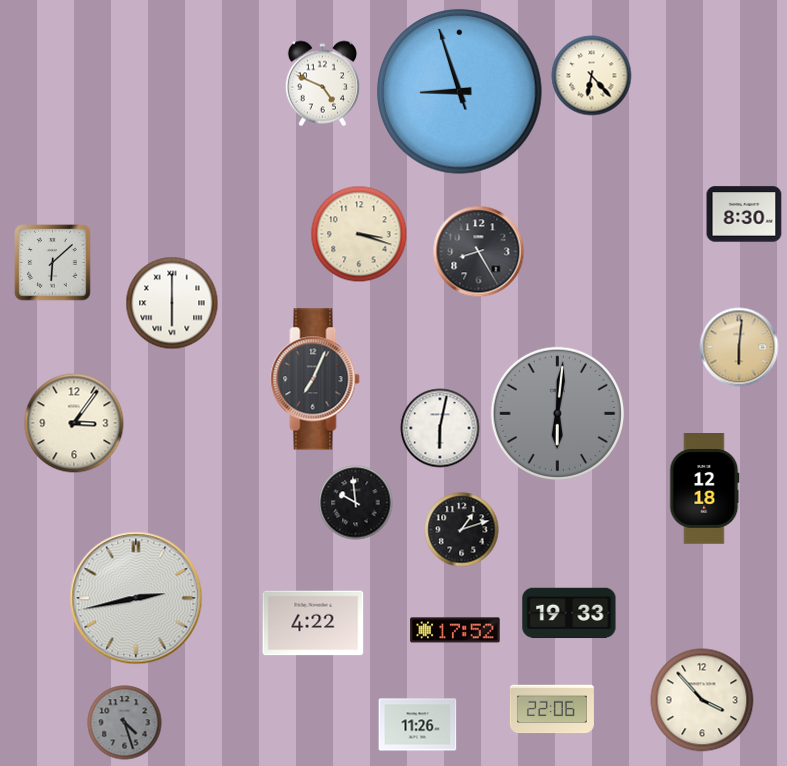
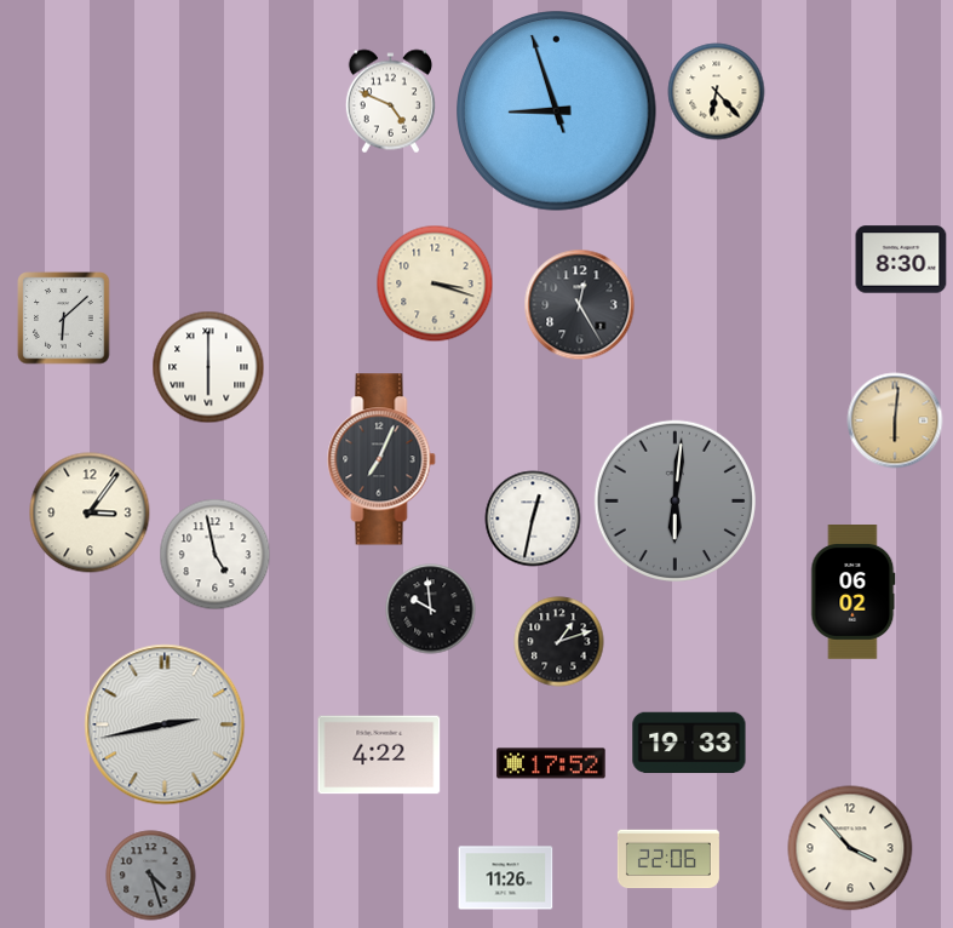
clock at (479, 252): 8:25 -> 12:25
clock at (440, 428): 6:02 -> 12:32
clock at (216, 555): none -> 4:58
clock at (705, 489): 12:18 -> 06:02
